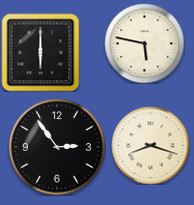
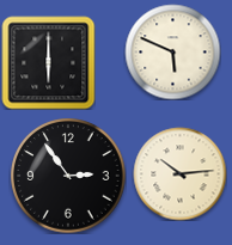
clock at (144, 43): 5:47 -> 5:49
clock at (150, 145): 8:18 -> 10:14
